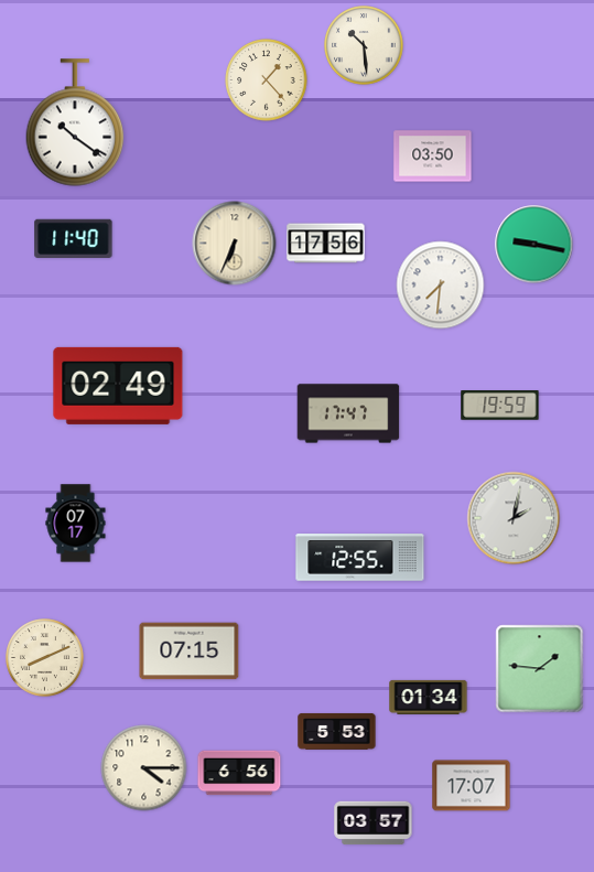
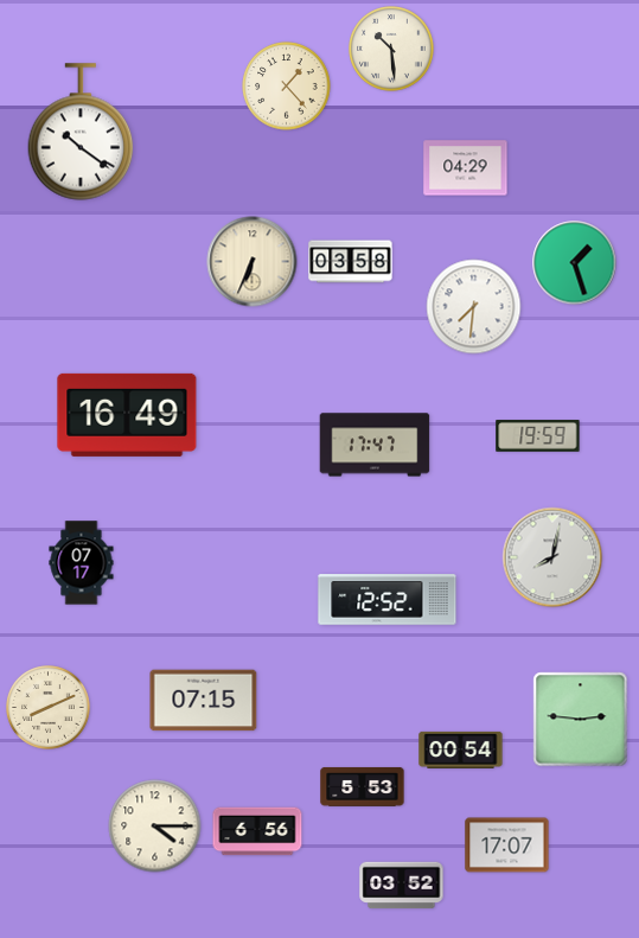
clock at (433, 157): 03:50 -> 04:29
clock at (74, 238): 11:40 -> none
clock at (326, 244): 17:56 -> 03:58
clock at (534, 245): 9:17 -> 1:27
clock at (118, 386): 02:49 -> 16:49
clock at (514, 518): 2:02 -> 8:02
clock at (360, 558): 12:55 -> 12:52
clock at (540, 669): 1:46 -> 2:46
clock at (429, 697): 01:34 -> 00:54
clock at (374, 823): 03:57 -> 03:52
